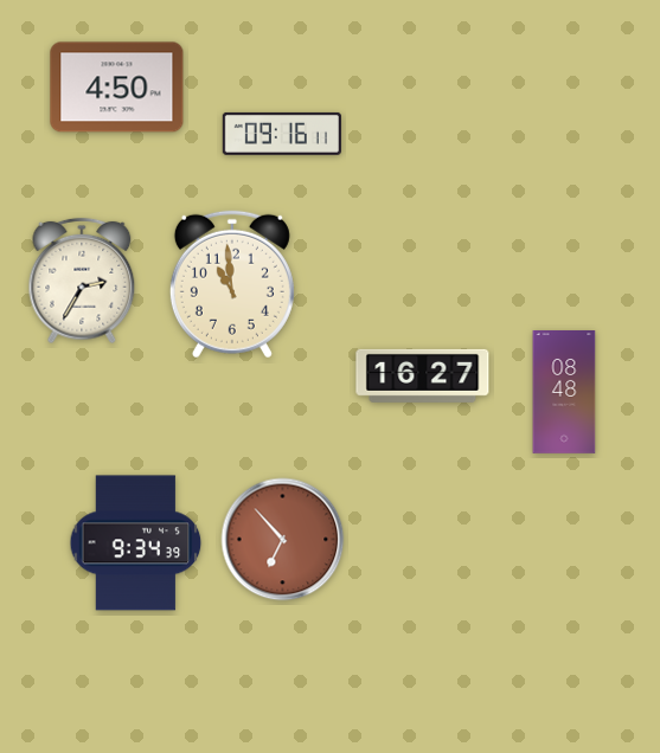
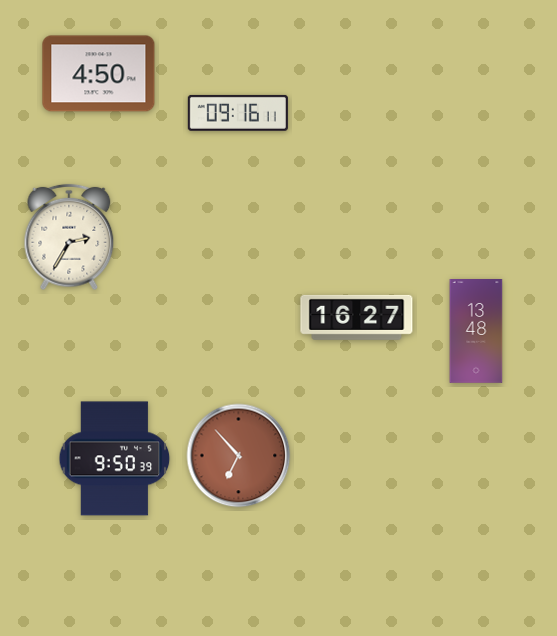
clock at (232, 284): 10:59 -> none
clock at (564, 393): 08:48 -> 13:48
clock at (136, 543): 9:34 -> 9:50
